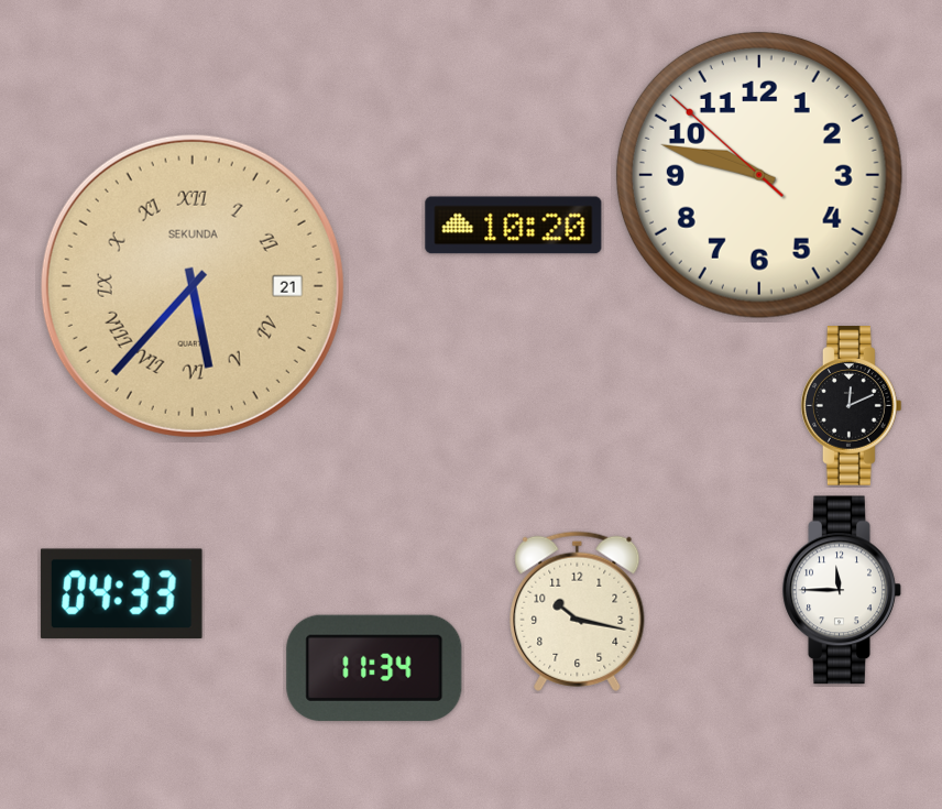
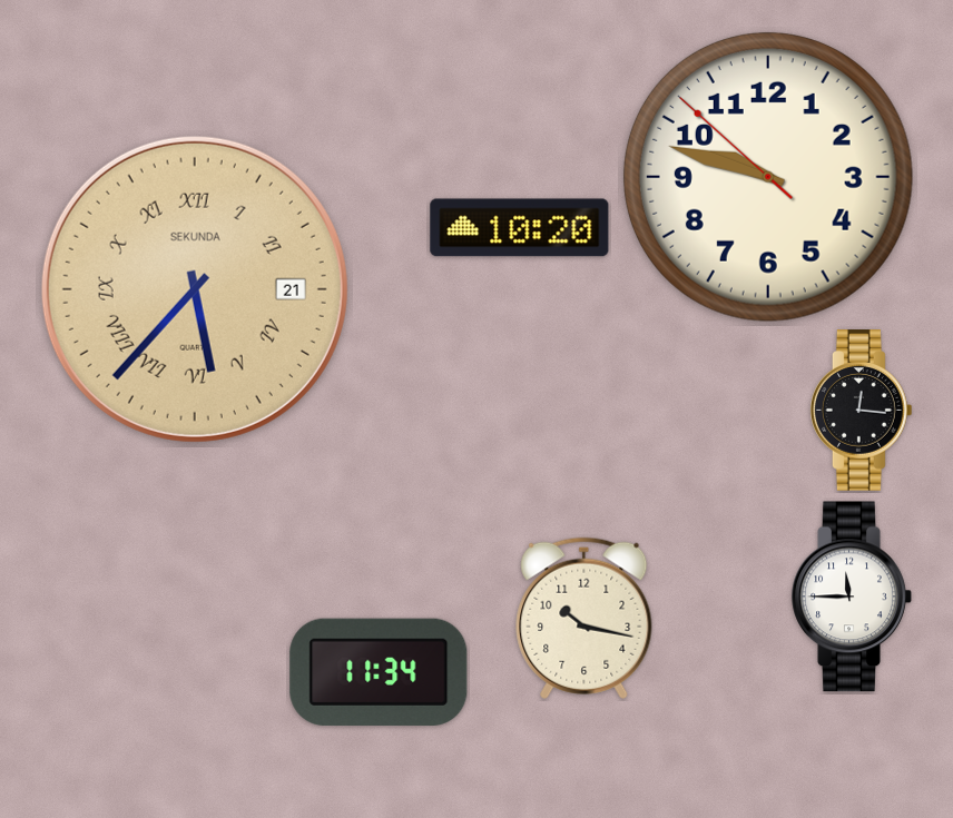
clock at (852, 406): 12:11 -> 12:16
clock at (121, 593): 04:33 -> none
clock at (374, 668) position: (374, 668) -> (379, 672)
